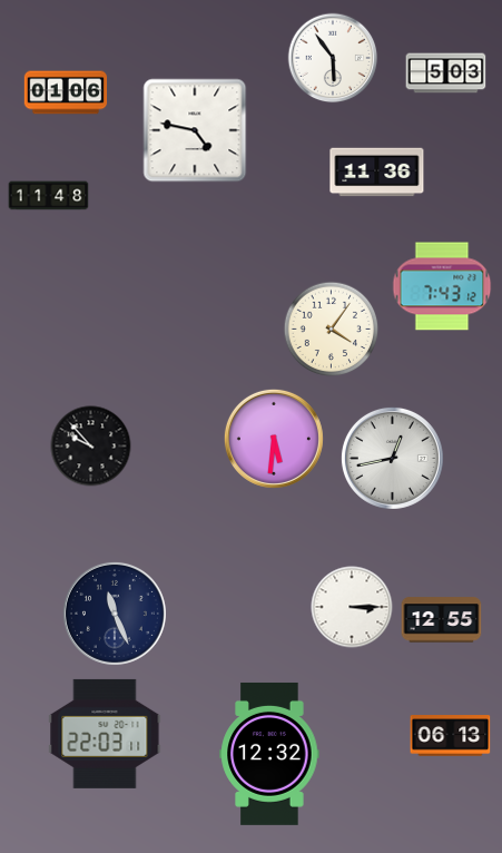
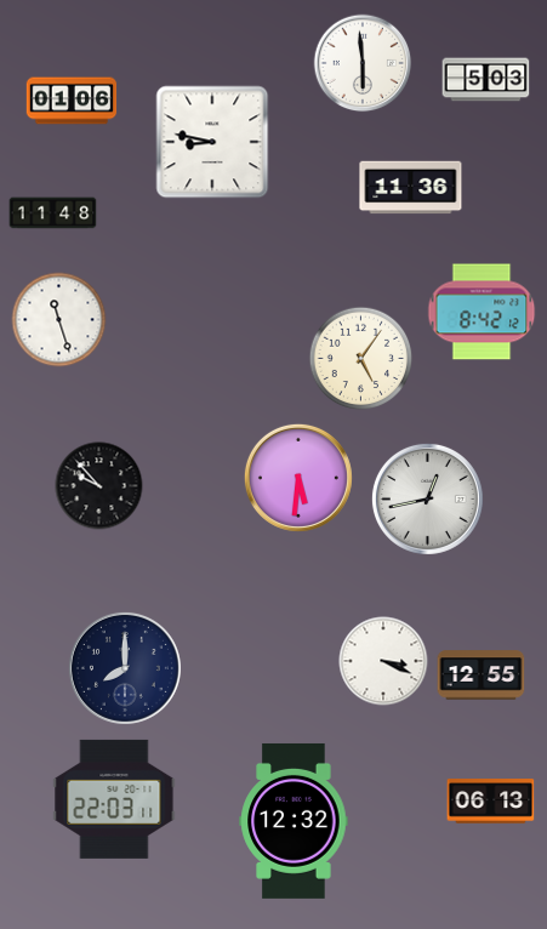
clock at (333, 58): 5:54 -> 5:59
clock at (195, 130): 4:47 -> 8:47
clock at (442, 286): 7:43 -> 8:42
clock at (59, 320): none -> 11:27
clock at (332, 330): 4:06 -> 5:06
clock at (352, 607): 3:15 -> 3:19
clock at (115, 614): 11:26 -> 8:00
